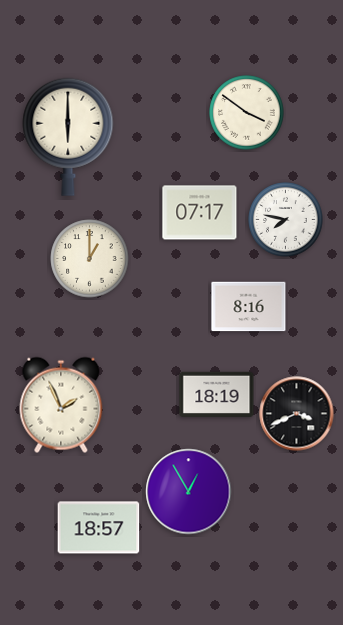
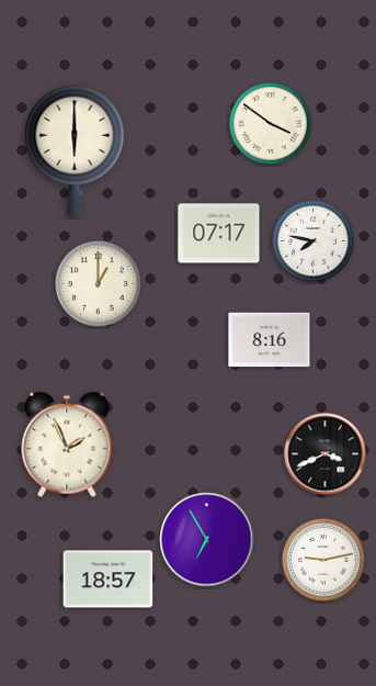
clock at (249, 307) position: (249, 307) -> (270, 340)
clock at (217, 394): 18:19 -> none
clock at (189, 492): 12:55 -> 6:55
clock at (323, 560): none -> 9:13
